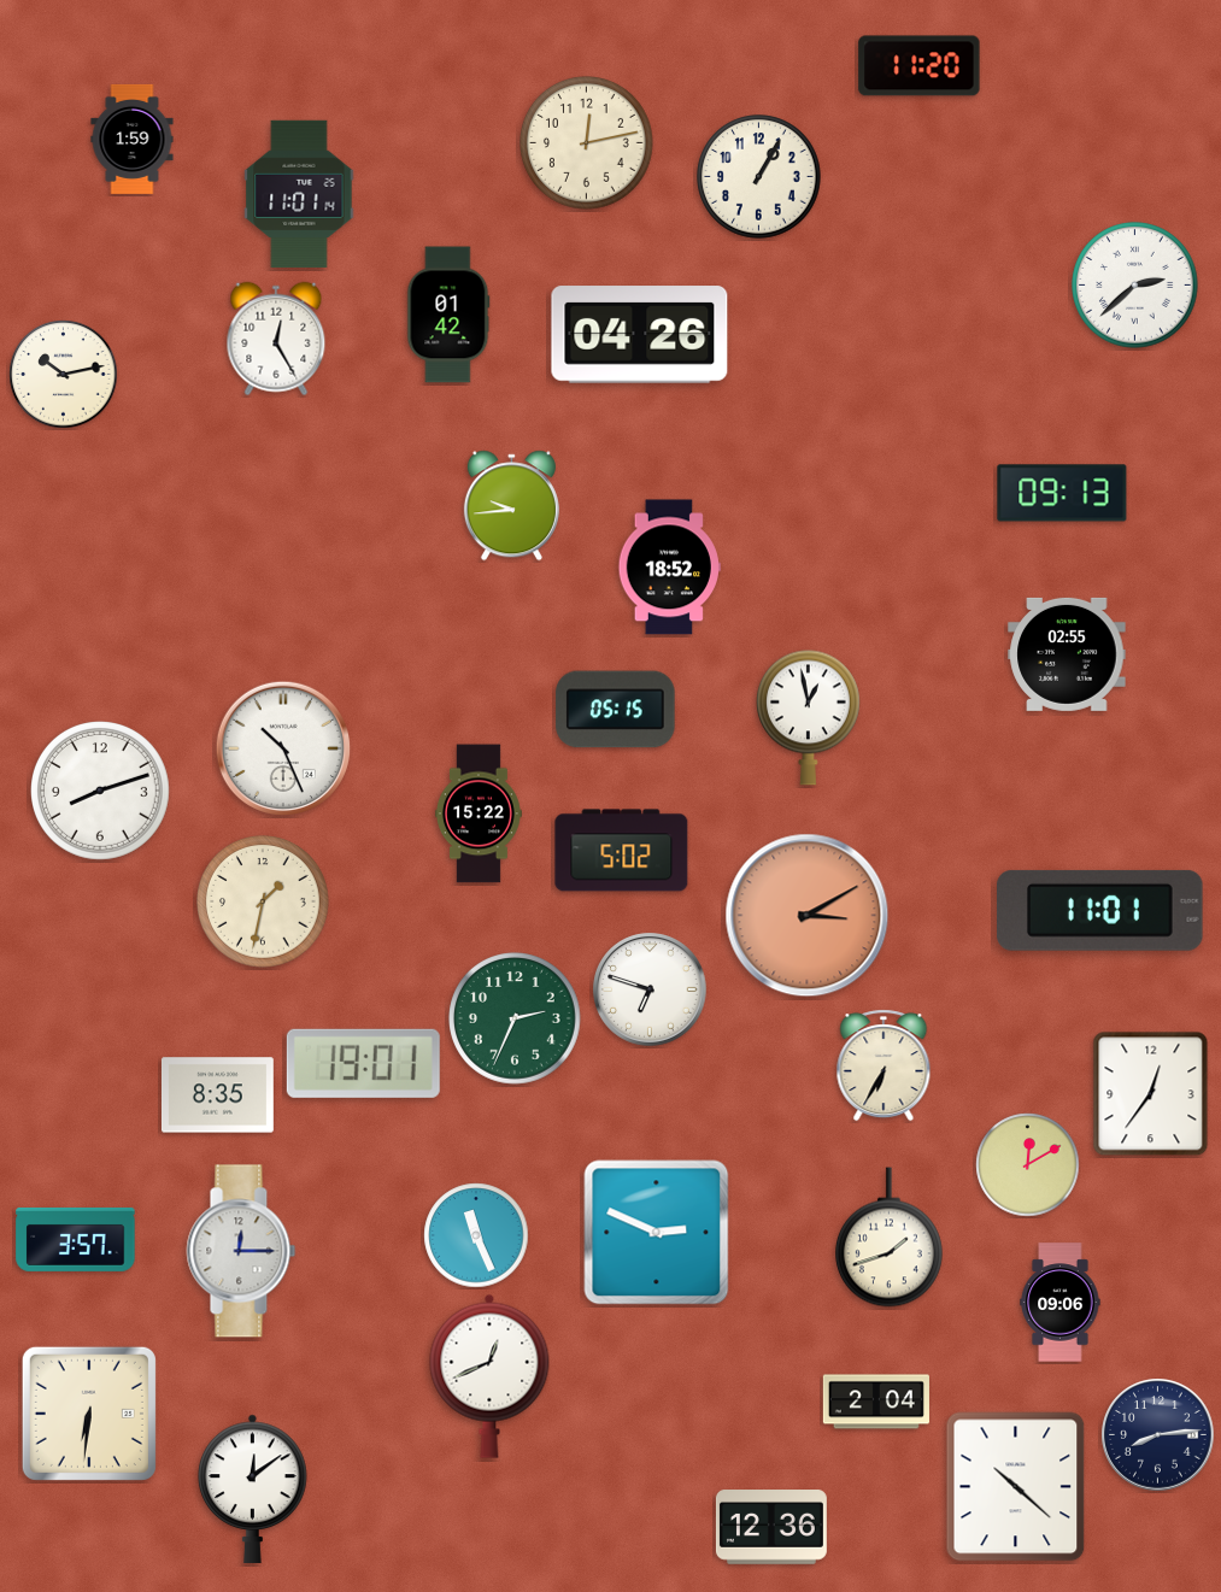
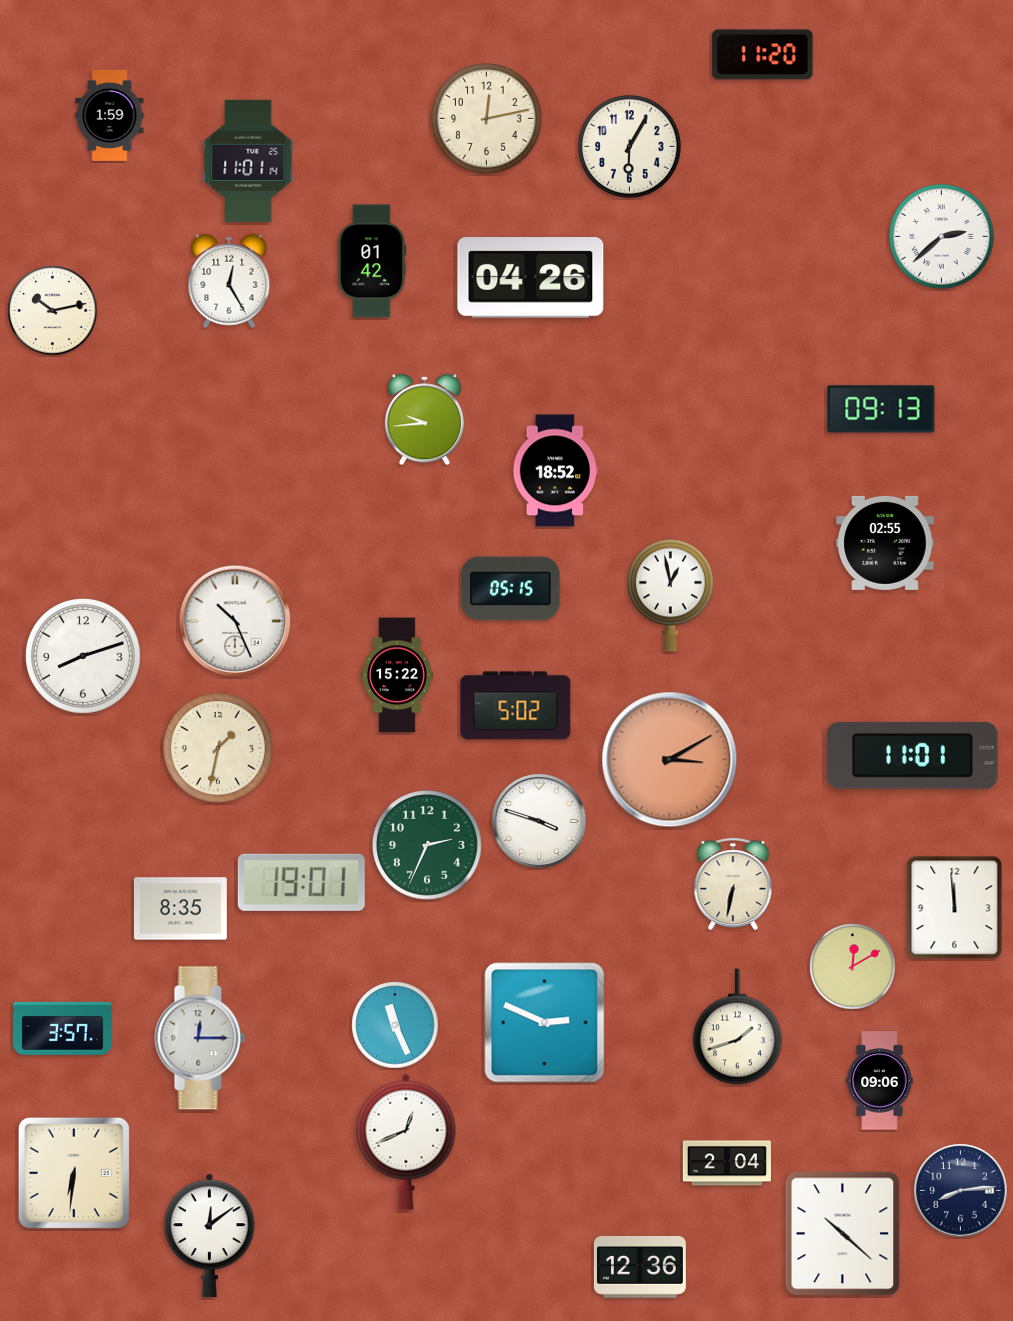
clock at (759, 177): 1:05 -> 6:05
clock at (650, 989): 6:48 -> 3:48
clock at (884, 1065): 6:35 -> 6:32
clock at (1151, 1094): 12:36 -> 11:59
